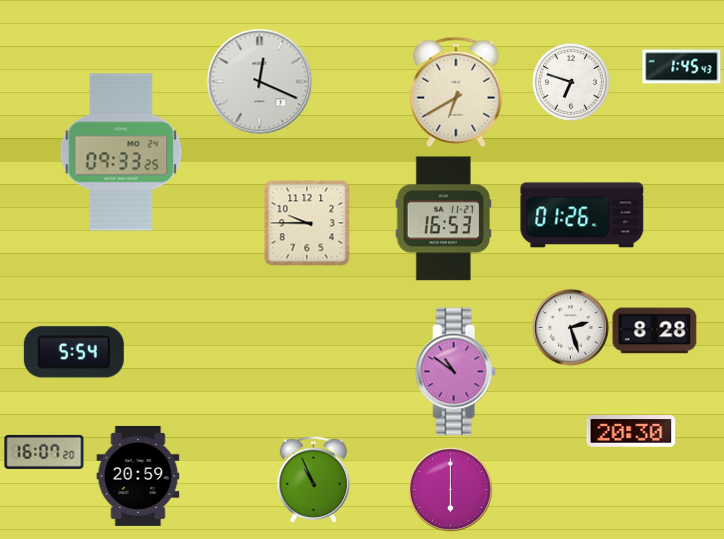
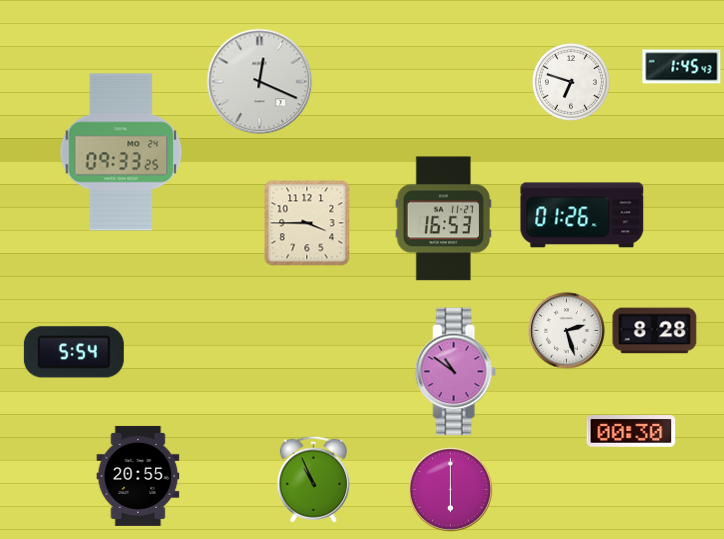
clock at (456, 92): 6:40 -> none
clock at (307, 223): 9:45 -> 3:45
clock at (571, 328) position: (571, 328) -> (567, 331)
clock at (631, 431): 20:30 -> 00:30
clock at (44, 452): 16:07 -> none
clock at (138, 476): 20:59 -> 20:55
